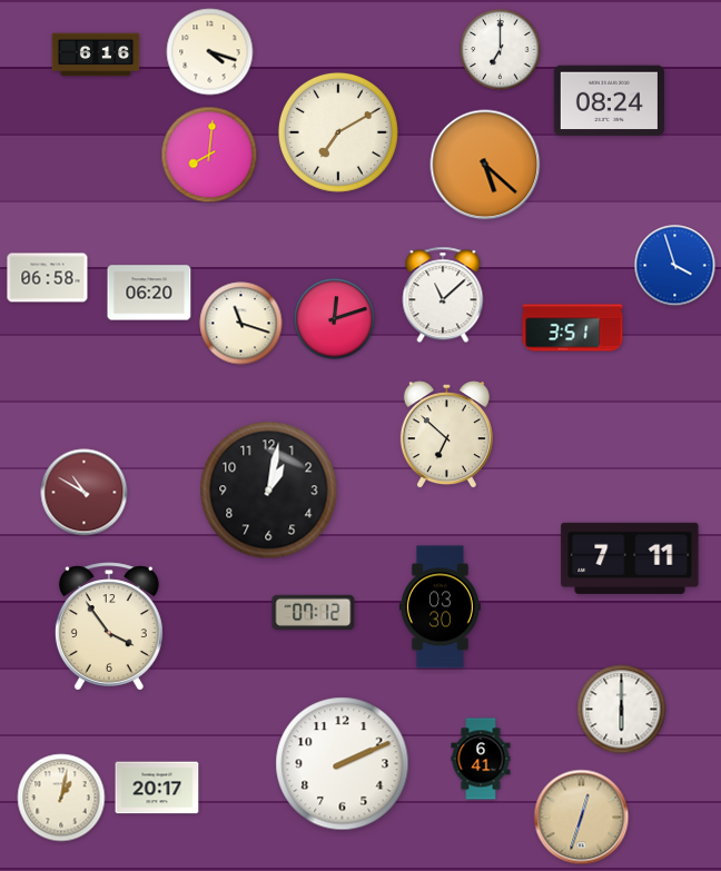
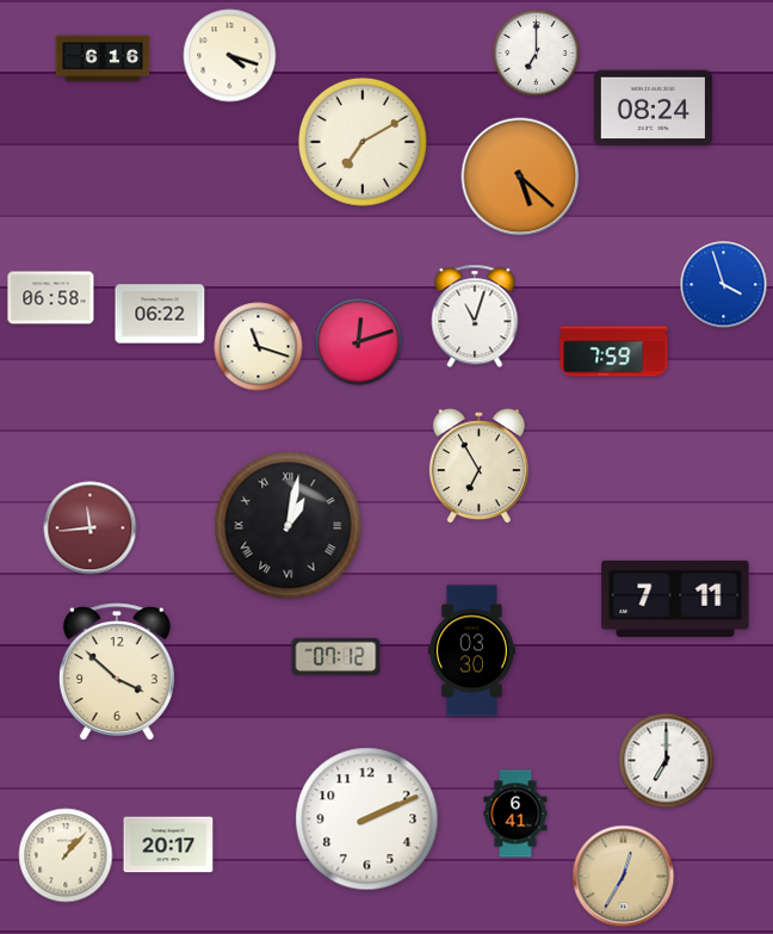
clock at (210, 52) position: (210, 52) -> (230, 56)
clock at (209, 155): 8:01 -> none
clock at (149, 293): 06:20 -> 06:22
clock at (443, 295): 11:08 -> 11:03
clock at (573, 328): 3:51 -> 7:59
clock at (446, 435): 6:52 -> 6:55
clock at (269, 491) numerals: Arabic -> Roman
clock at (85, 493): 10:50 -> 11:44
clock at (109, 626): 3:54 -> 3:52
clock at (622, 710): 6:00 -> 7:00
clock at (61, 798): 1:02 -> 1:07
clock at (582, 818): 12:33 -> 12:35
